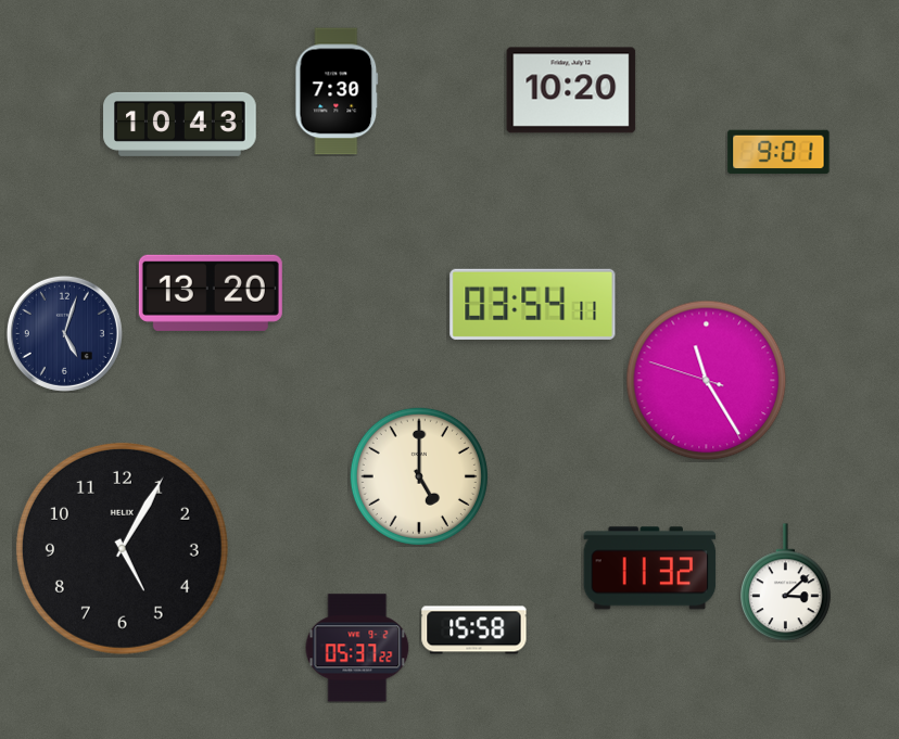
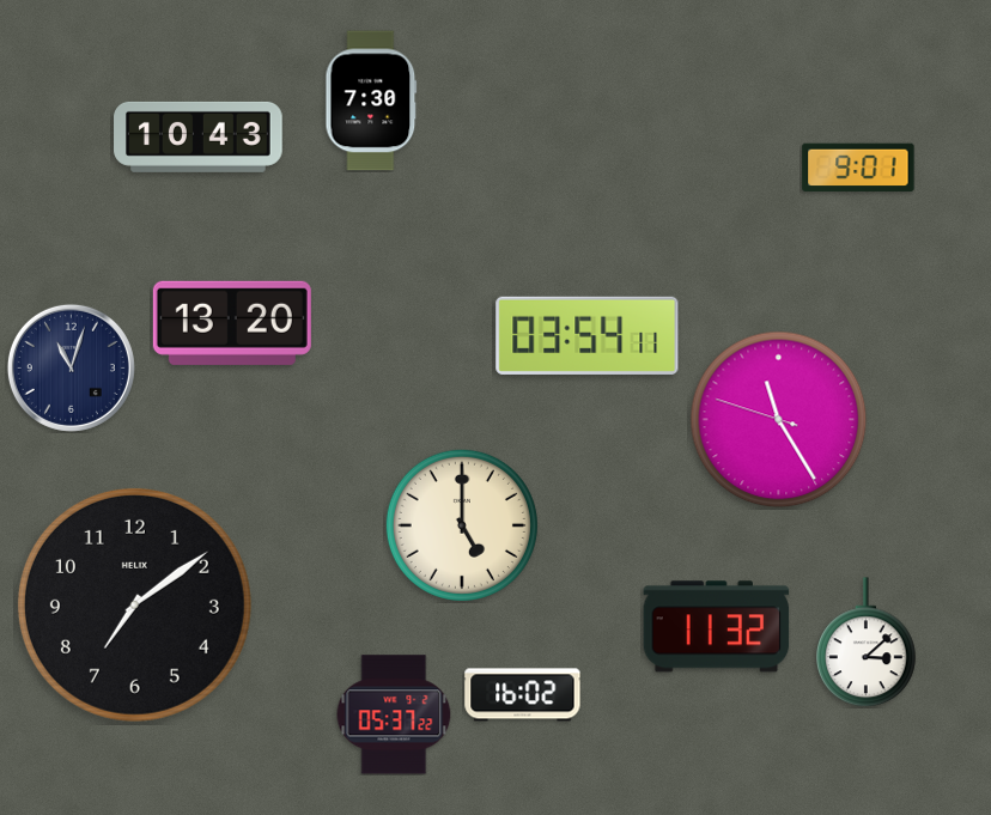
clock at (571, 90): 10:20 -> none
clock at (64, 333): 5:03 -> 11:03
clock at (122, 548): 5:05 -> 7:09
clock at (474, 630): 15:58 -> 16:02
